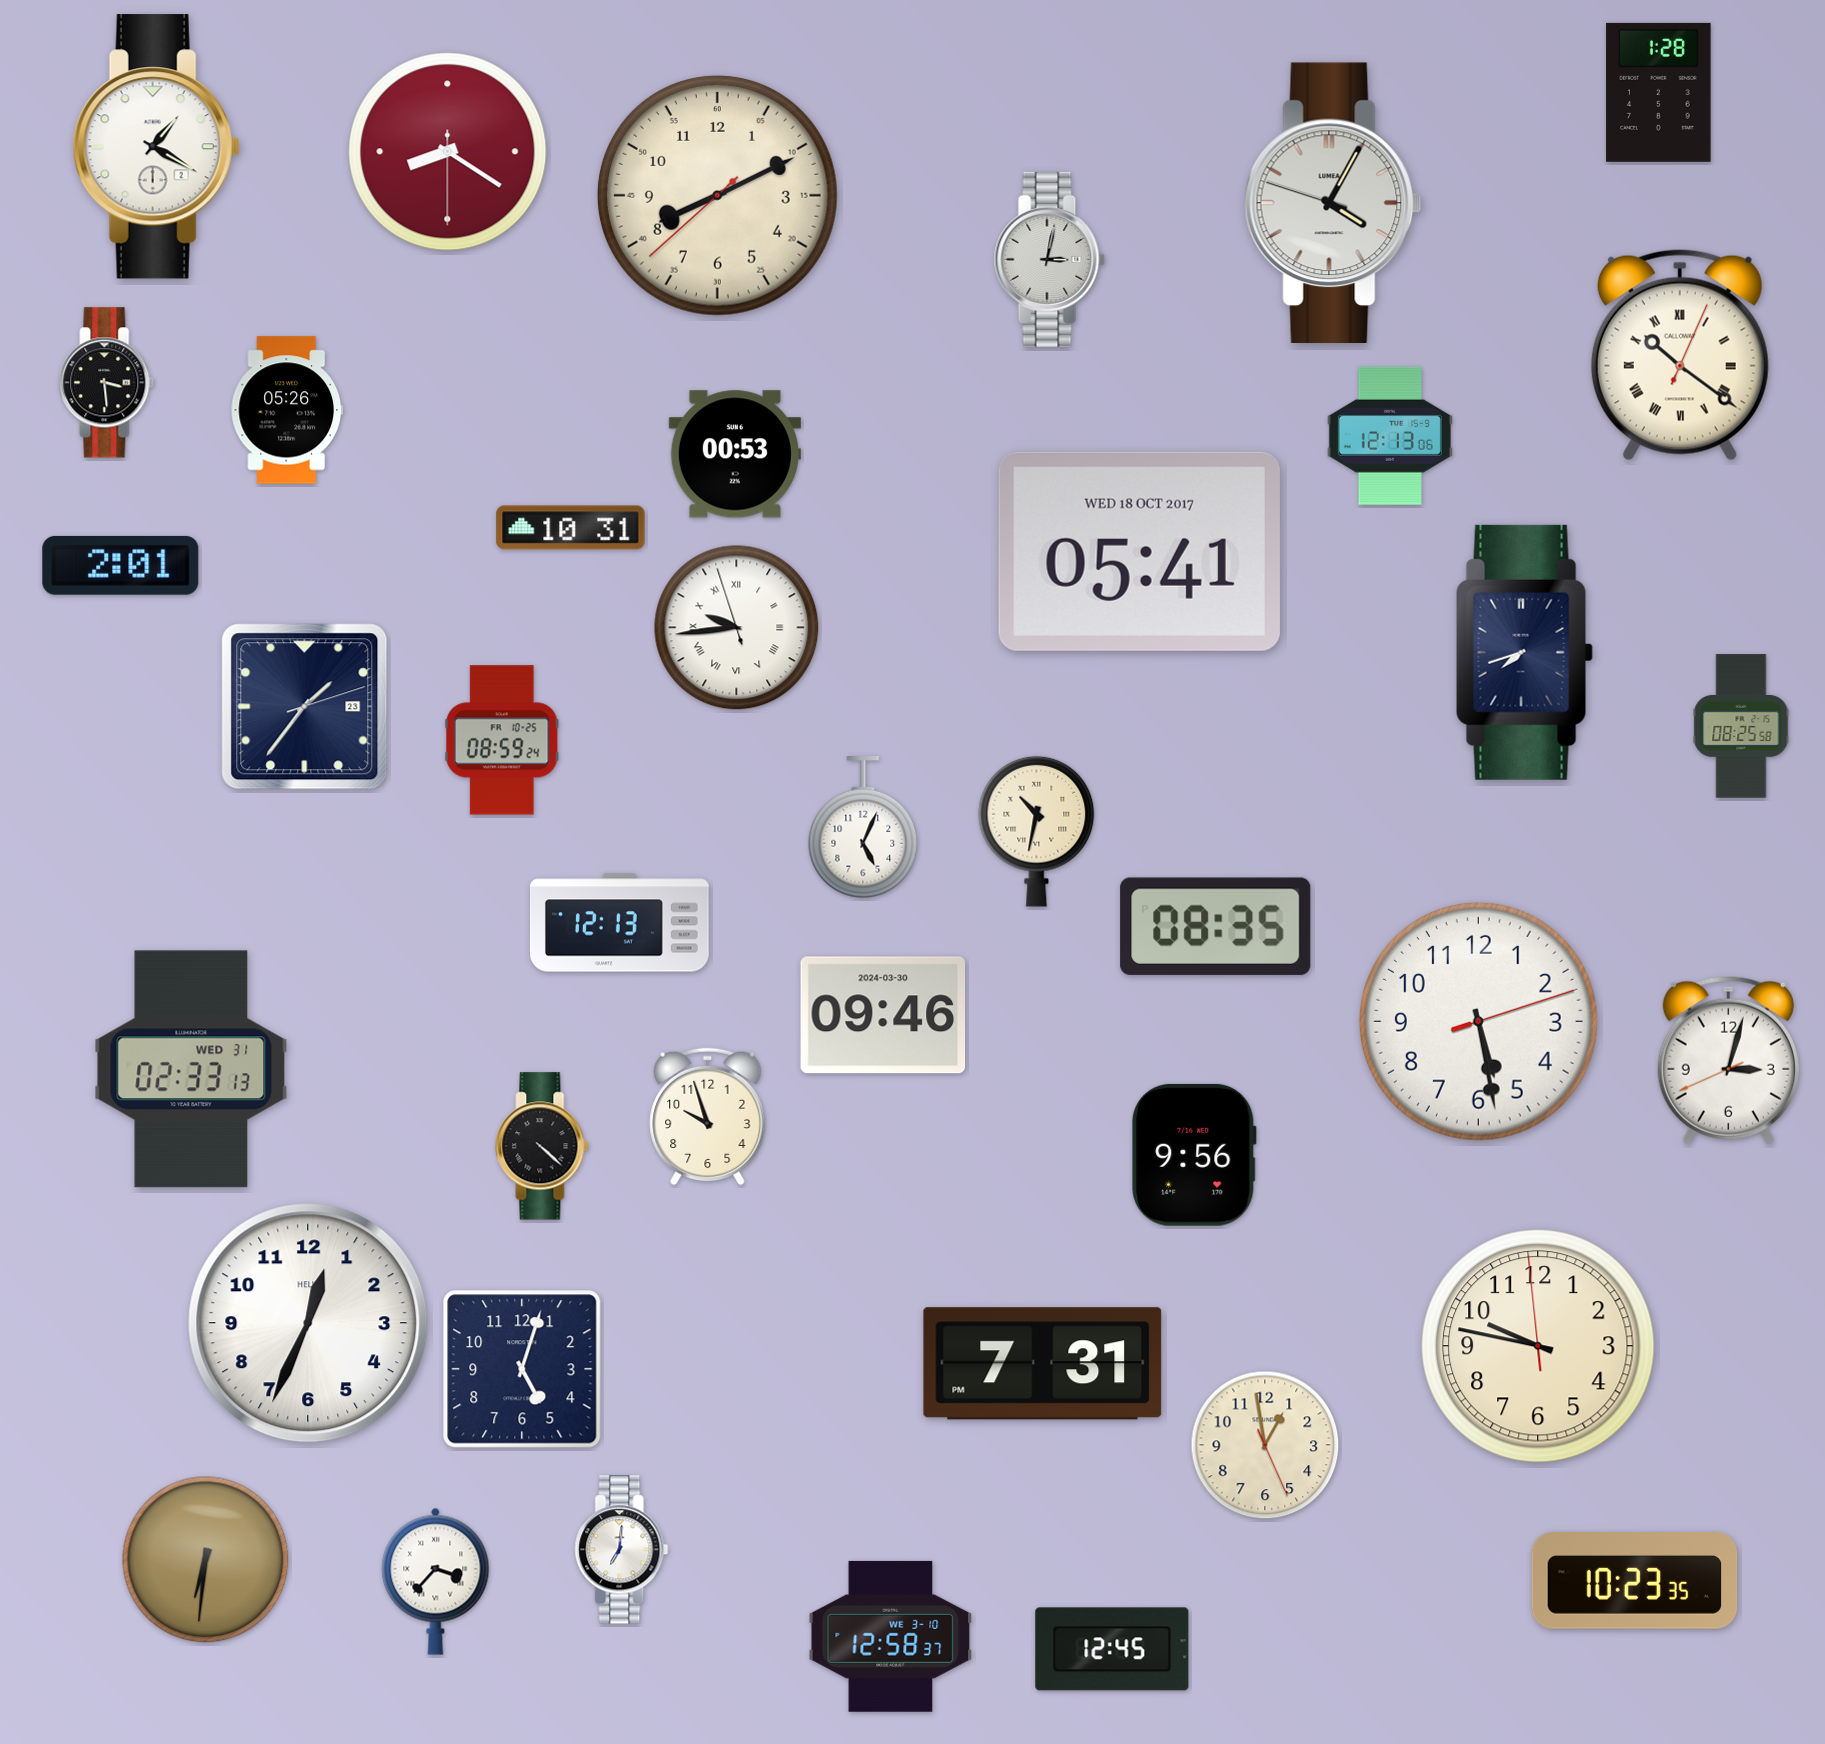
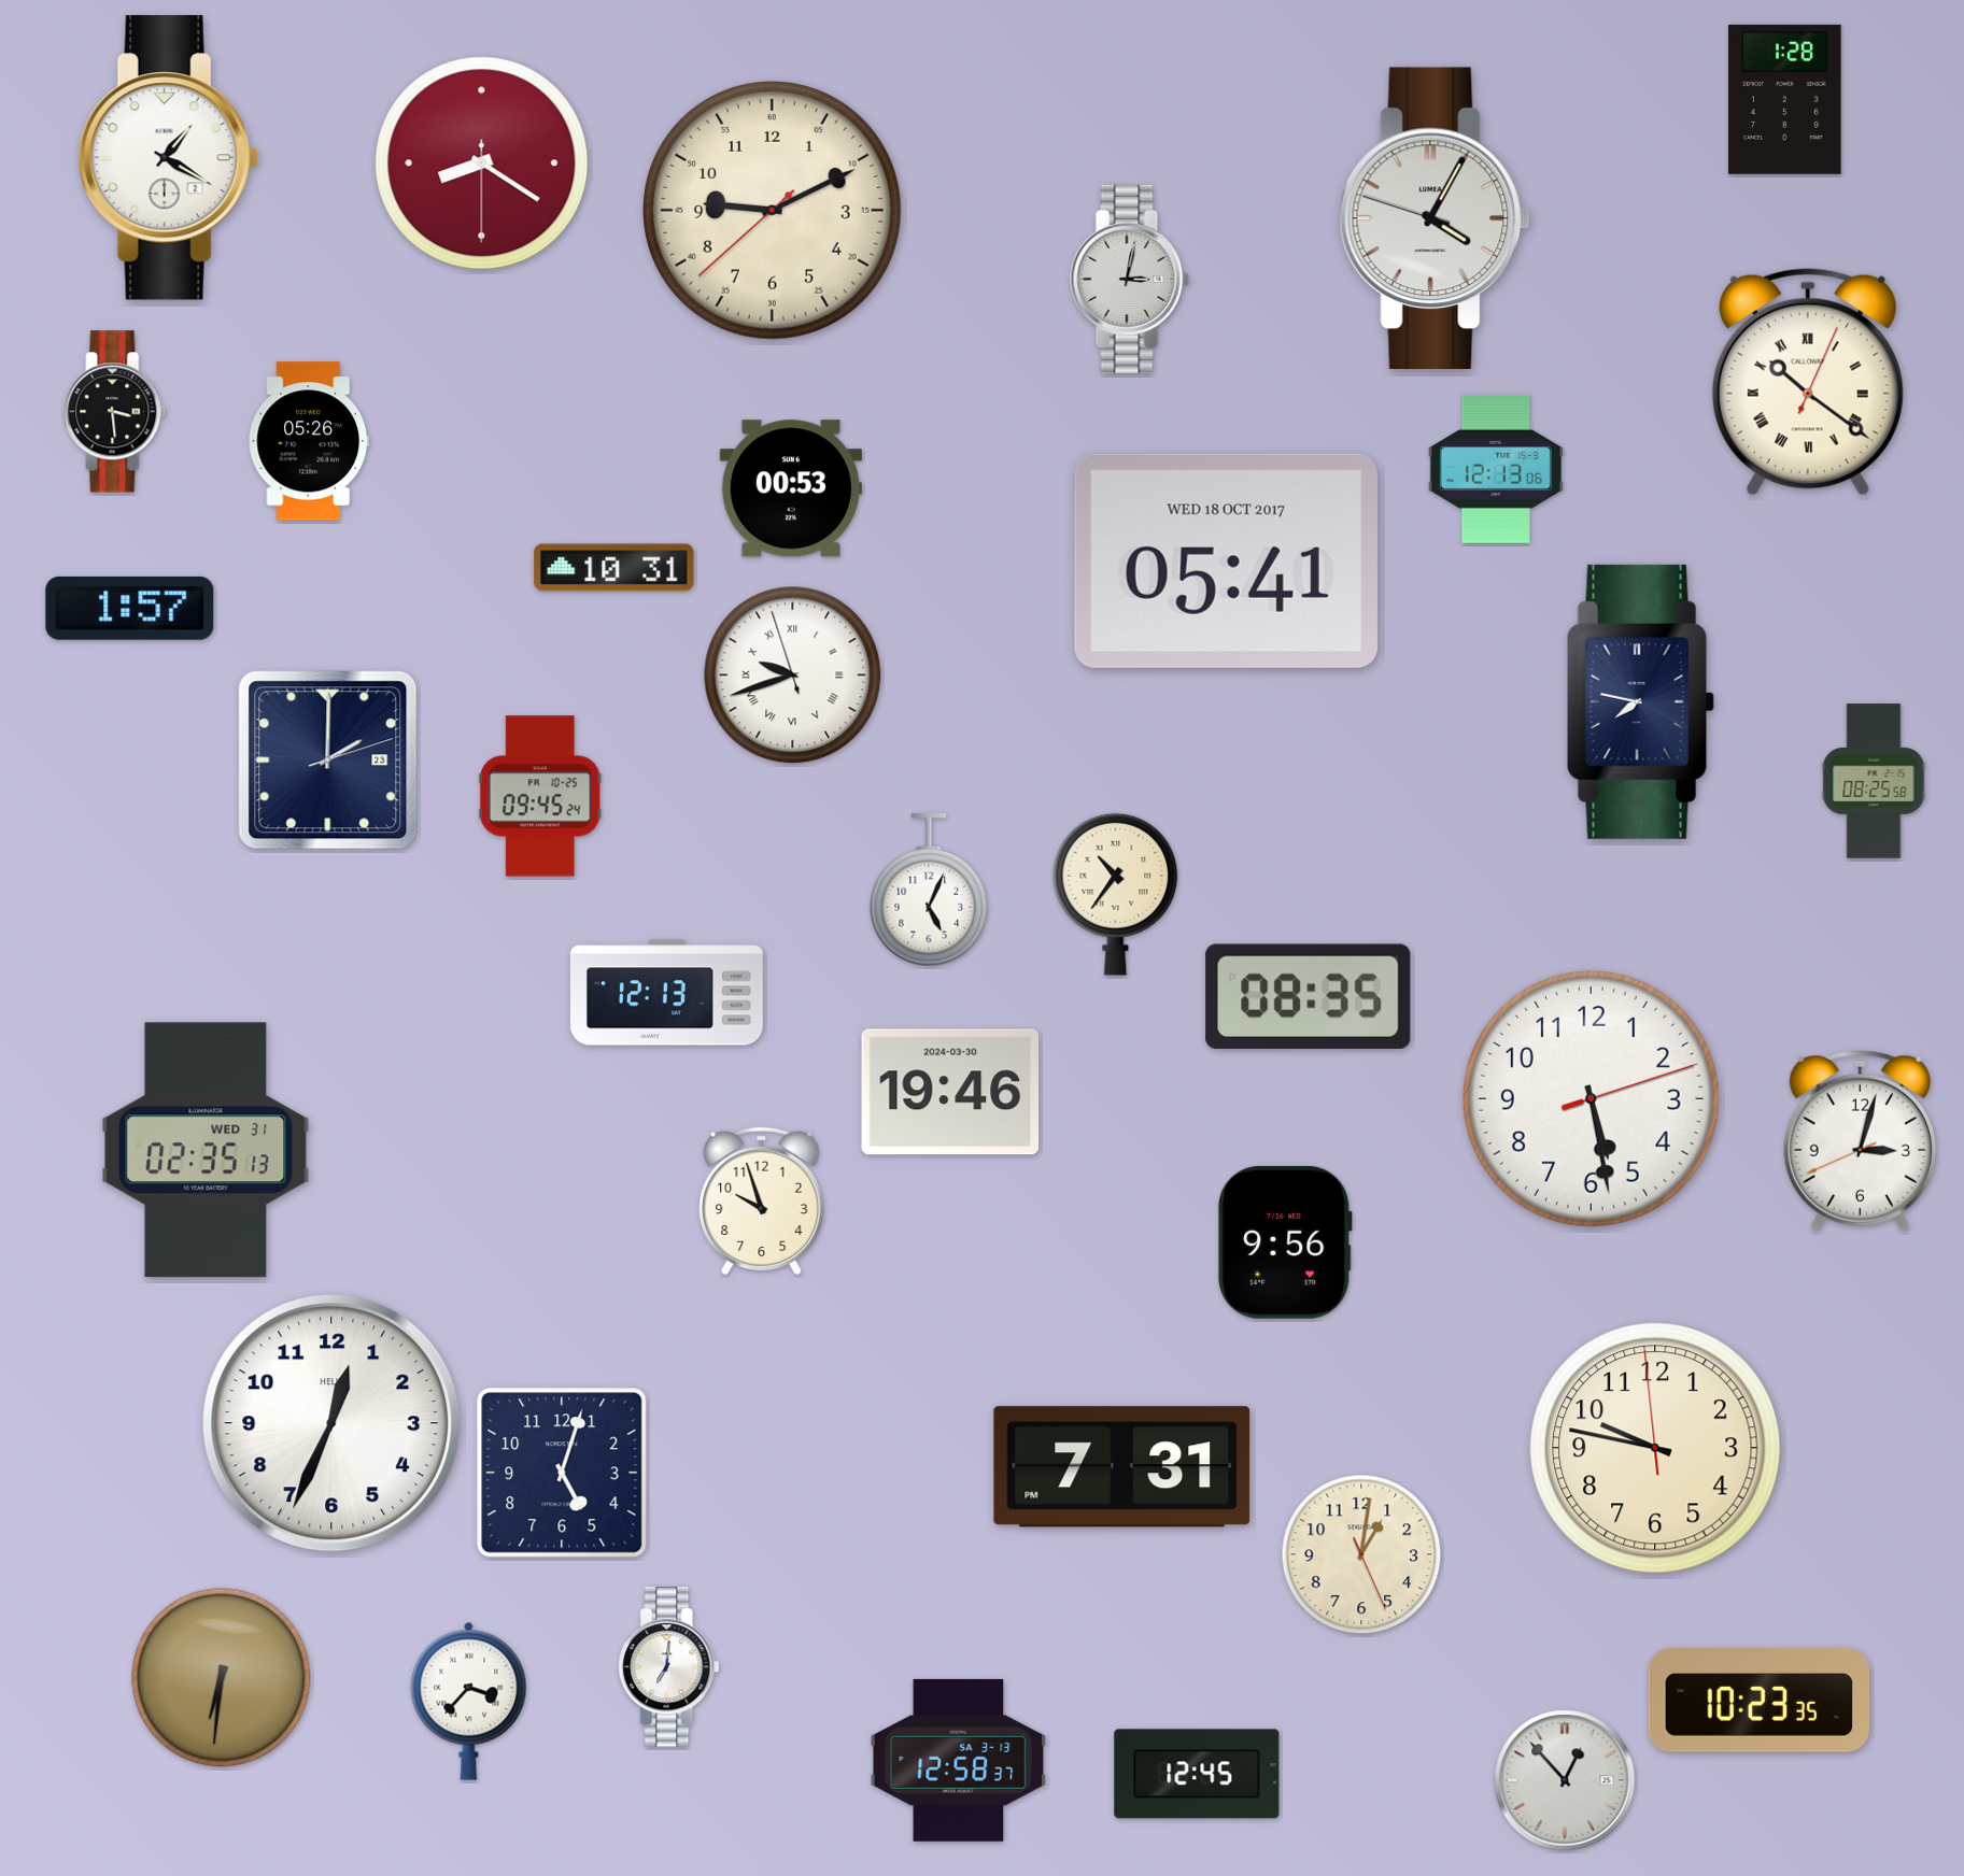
clock at (717, 195): 8:10 -> 9:10
clock at (1139, 551) position: (1139, 551) -> (1226, 560)
clock at (121, 565): 2:01 -> 1:57
clock at (737, 628): 9:43 -> 9:41
clock at (1524, 652): 7:42 -> 7:47
clock at (305, 707): 1:36 -> 2:00
clock at (502, 740): 08:59 -> 09:45
clock at (1037, 831): 10:32 -> 10:36
clock at (883, 1015): 09:46 -> 19:46
clock at (191, 1069): 02:33 -> 02:35
clock at (542, 1146): 4:22 -> none
clock at (1265, 1445): 12:58 -> 1:01
clock at (891, 1636) date: WE 3-10 -> SA 3-13
clock at (1565, 1780): none -> 12:53
